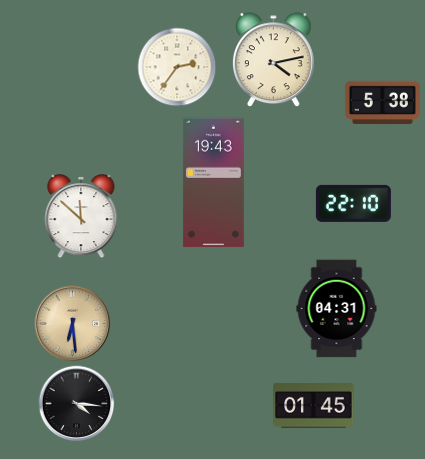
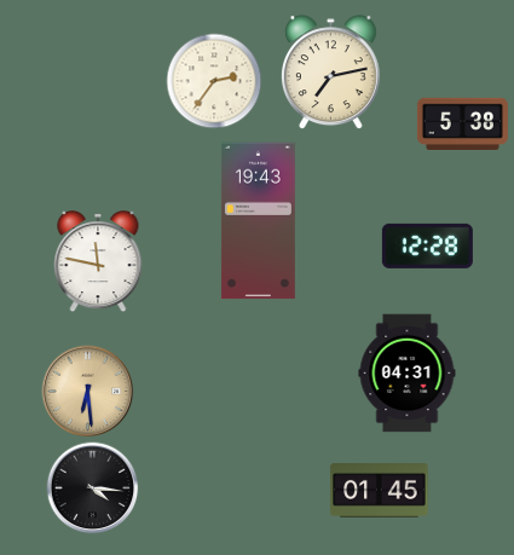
clock at (273, 60): 4:13 -> 7:13
clock at (353, 203): 22:10 -> 12:28
clock at (81, 217): 11:52 -> 11:47
